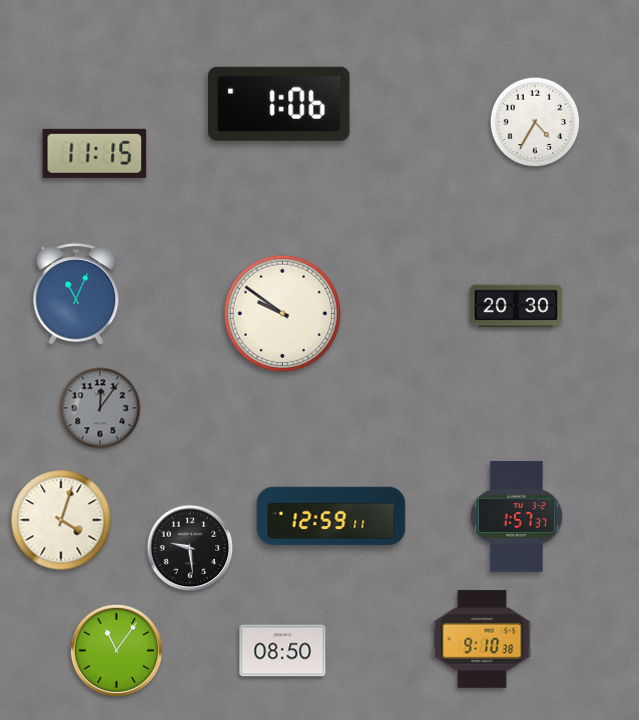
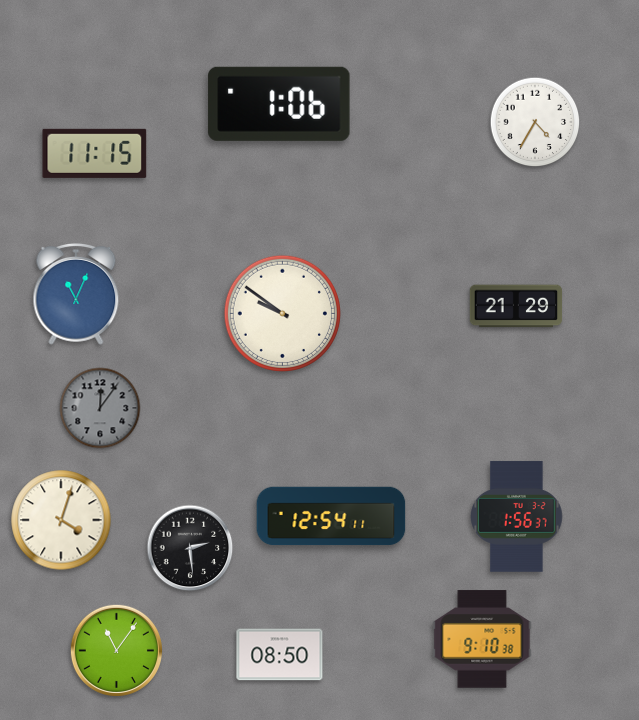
clock at (516, 306): 20:30 -> 21:29
clock at (331, 516): 12:59 -> 12:54
clock at (517, 517): 1:57 -> 1:56
clock at (190, 548): 9:29 -> 2:29
clock at (283, 651) position: (283, 651) -> (280, 655)
